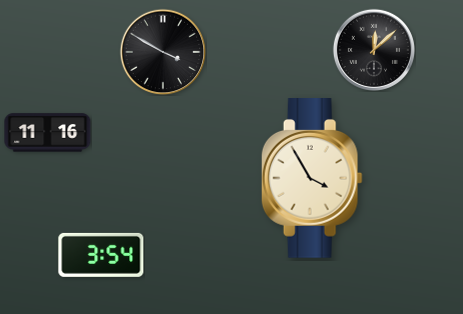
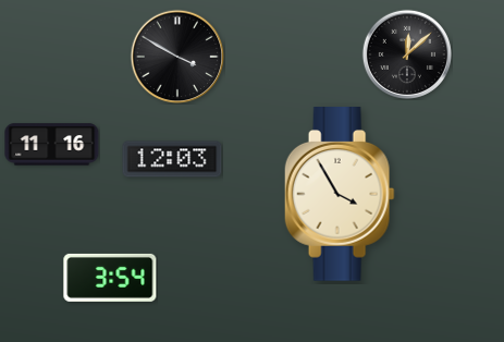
clock at (172, 159): none -> 12:03
